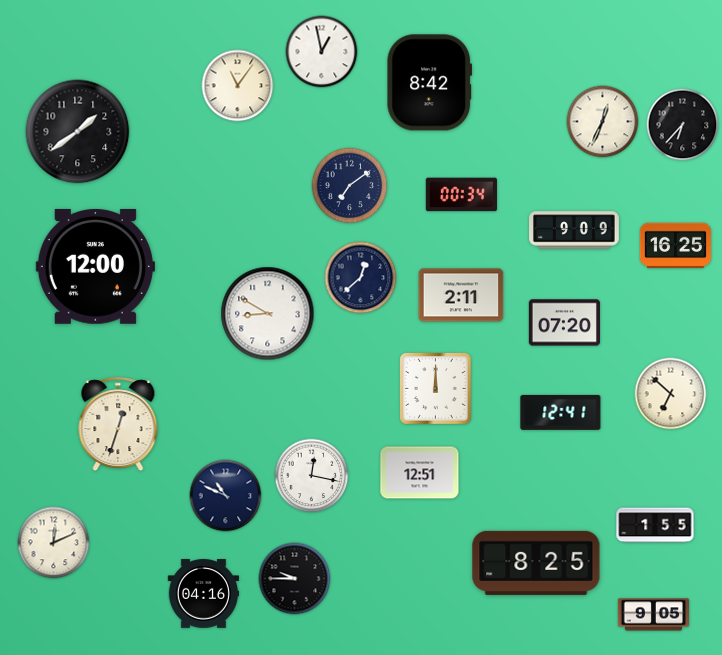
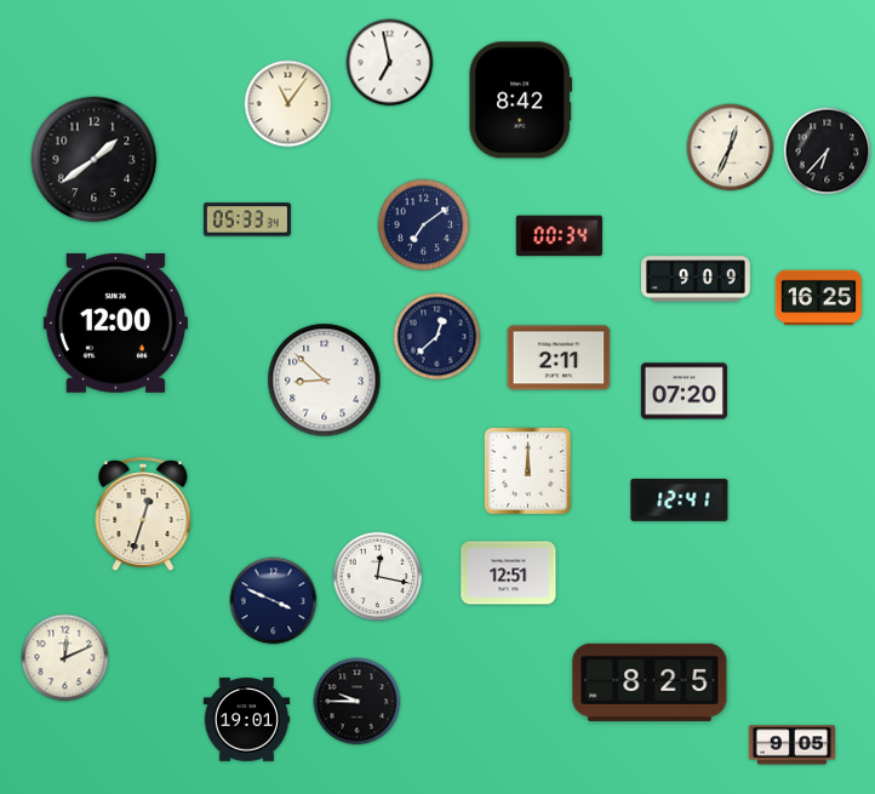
clock at (322, 52): 12:58 -> 6:58
clock at (247, 219): none -> 05:33
clock at (268, 314): 8:50 -> 8:52
clock at (671, 394): 6:52 -> none
clock at (226, 496): 10:49 -> 3:49
clock at (655, 525): 1:55 -> none
clock at (203, 594): 04:16 -> 19:01
